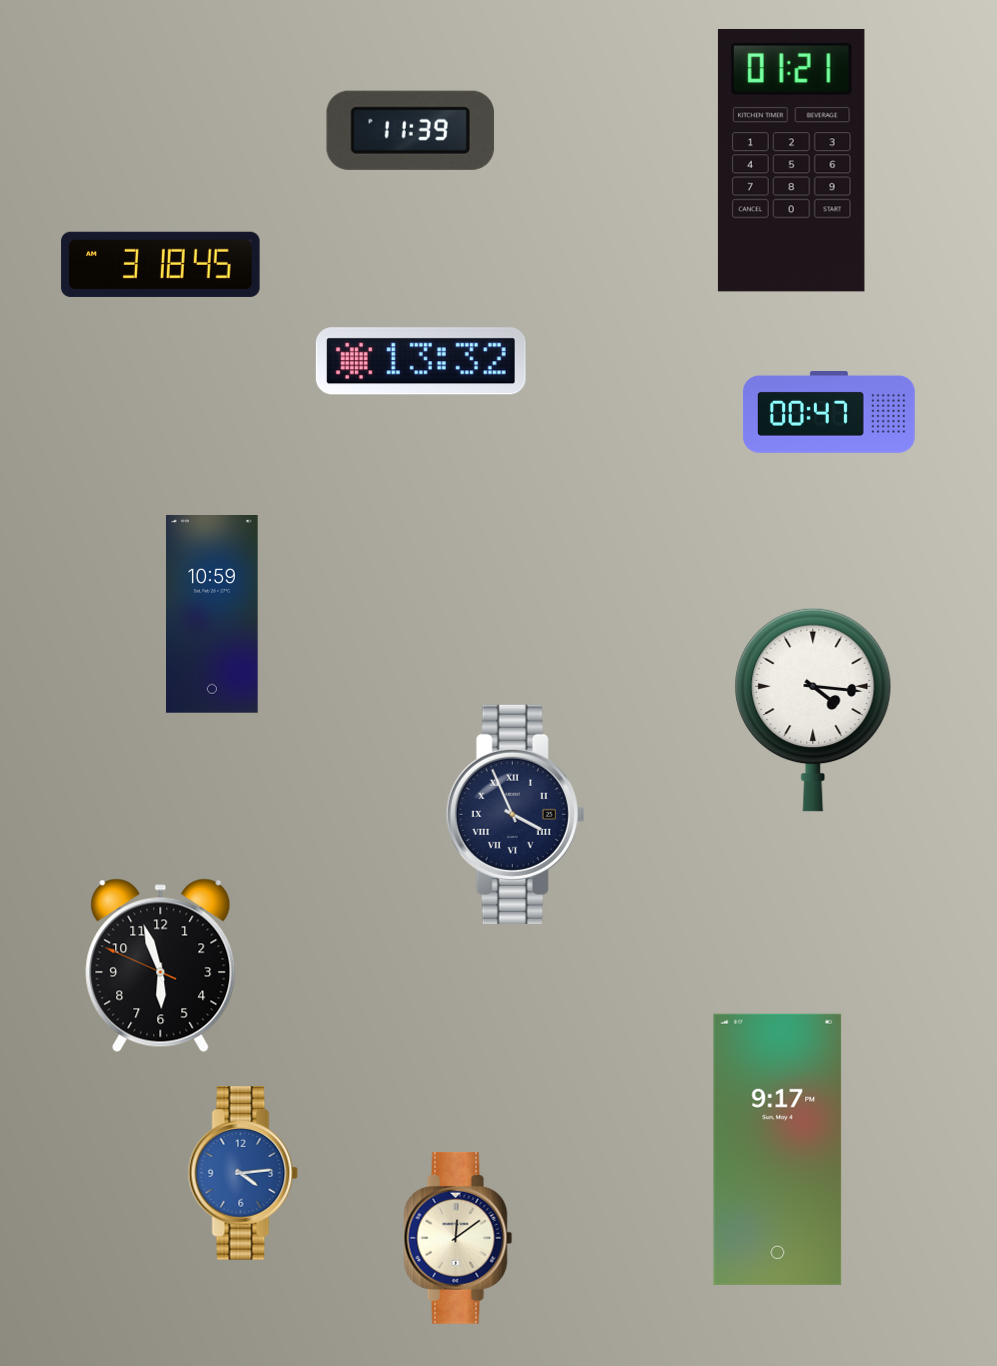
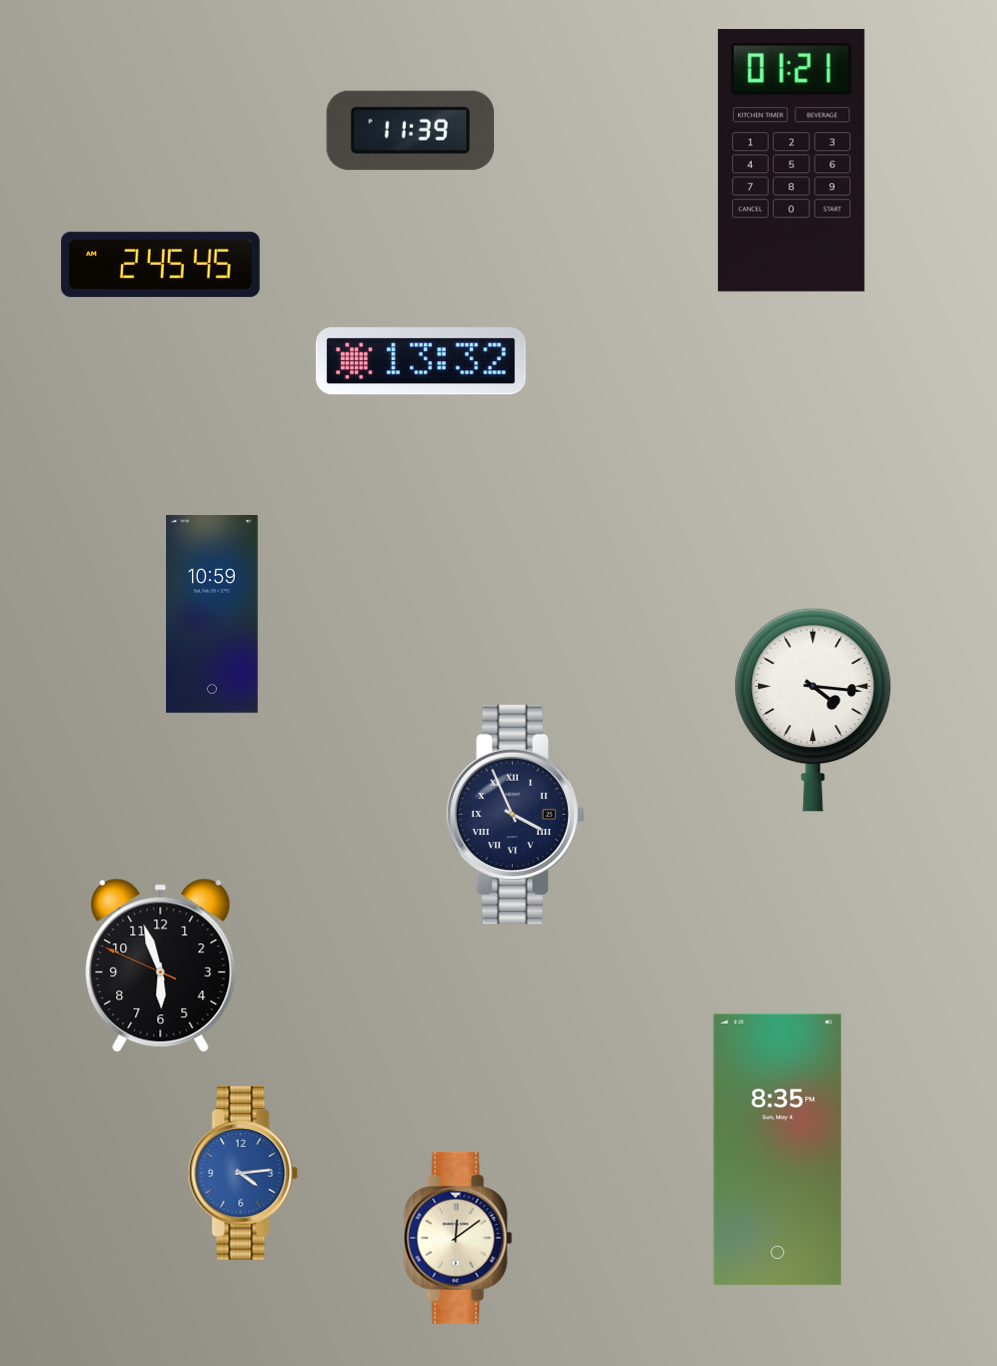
clock at (161, 264): 3:18 -> 2:45
clock at (829, 413): 00:47 -> none
clock at (778, 1149): 9:17 -> 8:35
